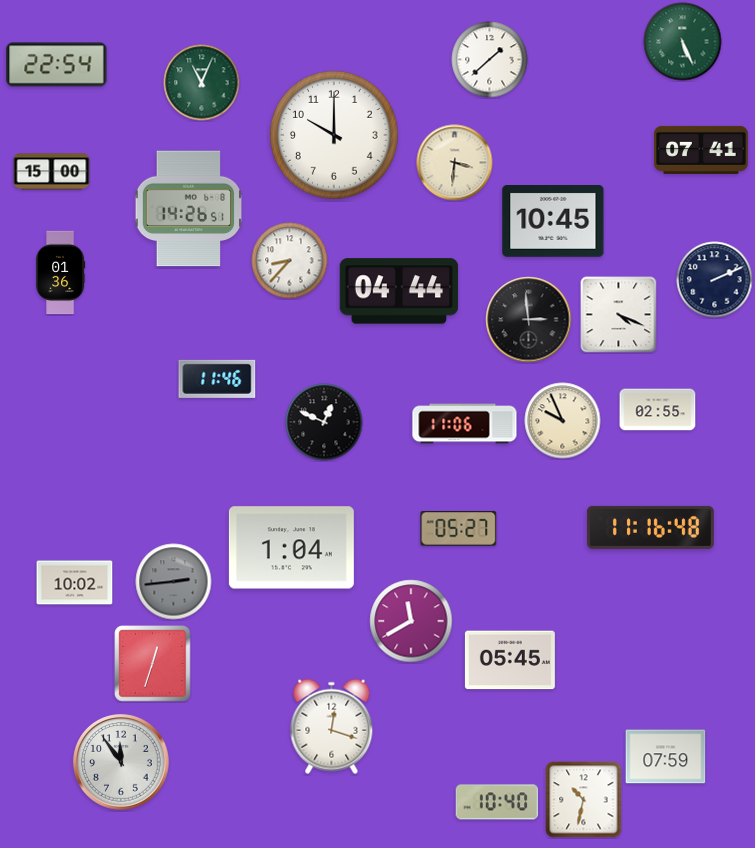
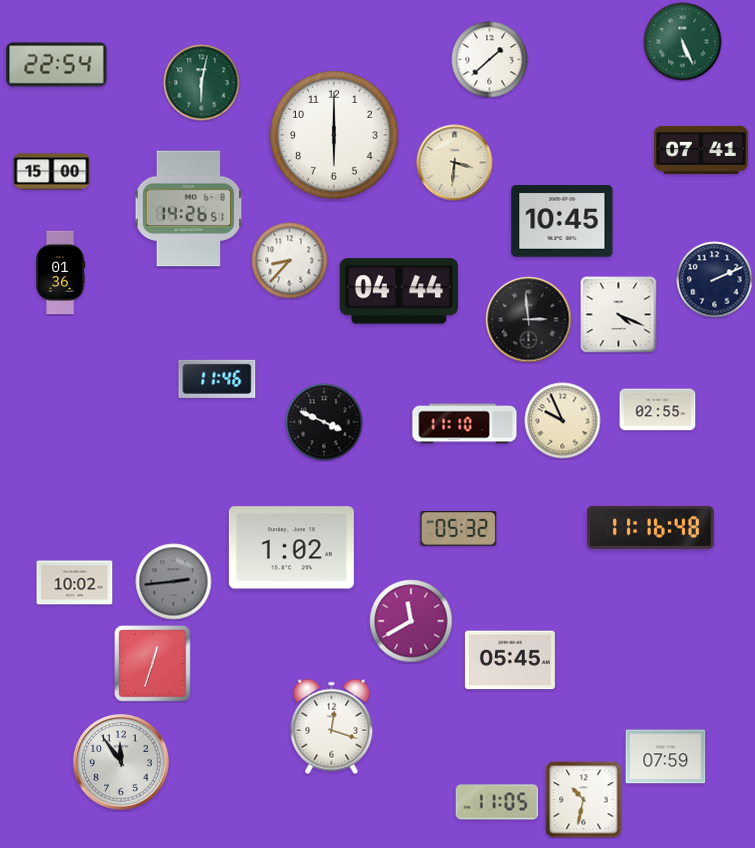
clock at (202, 83): 11:04 -> 6:02
clock at (335, 136): 10:00 -> 6:00
clock at (553, 222) position: (553, 222) -> (562, 222)
clock at (324, 422): 12:49 -> 3:49
clock at (465, 424): 11:06 -> 11:10
clock at (459, 529): 05:27 -> 05:32
clock at (291, 548): 1:04 -> 1:02
clock at (497, 802): 10:40 -> 11:05
